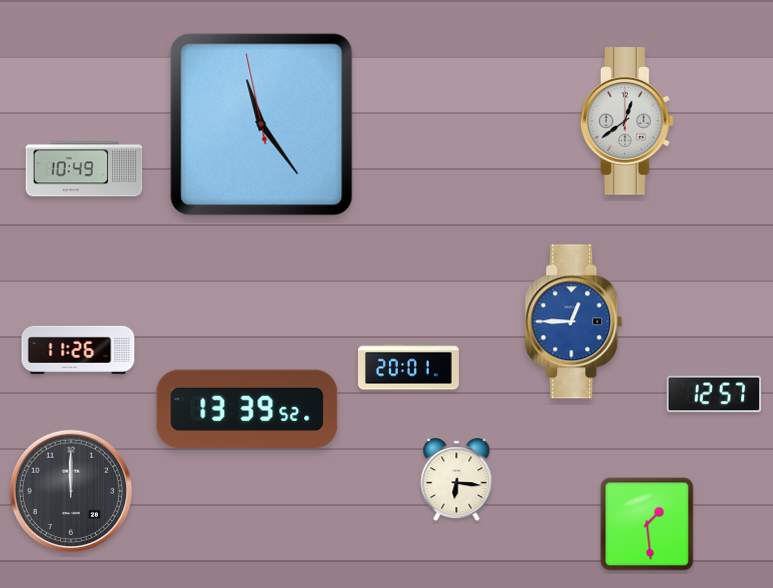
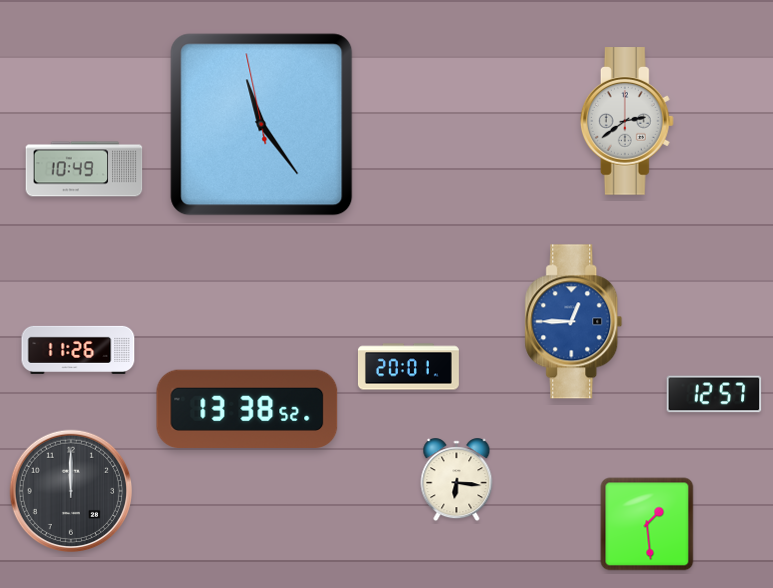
clock at (627, 121): 12:39 -> 2:39
clock at (247, 409): 13:39 -> 13:38
